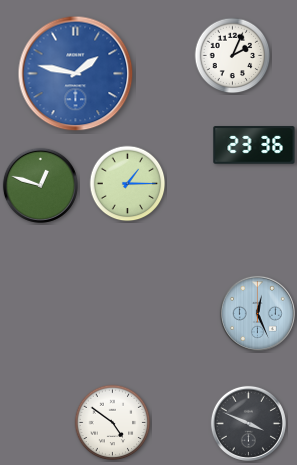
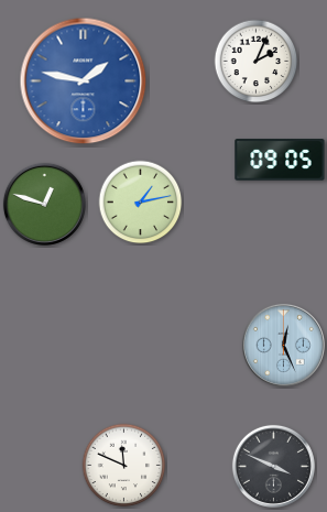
clock at (254, 145): 23:36 -> 09:05
clock at (128, 184): 1:15 -> 1:13
clock at (113, 423): 4:51 -> 11:49
